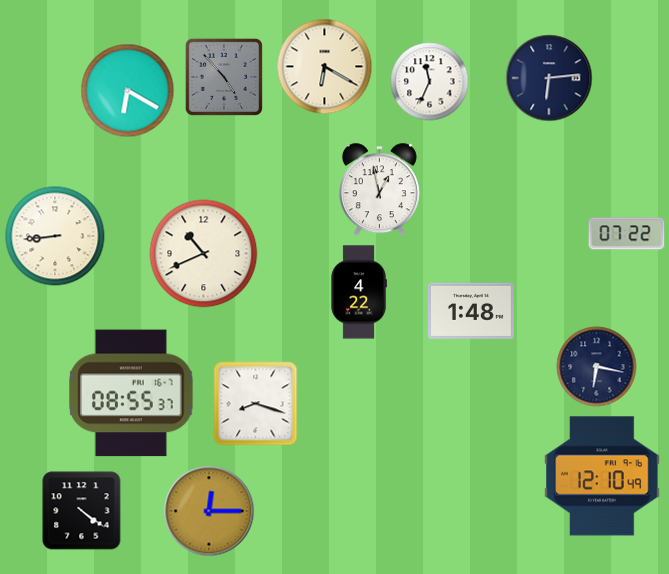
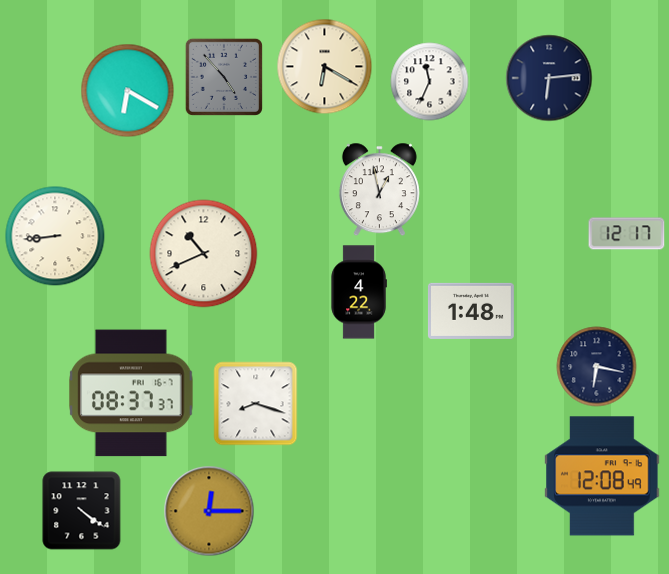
clock at (627, 234): 07:22 -> 12:17
clock at (131, 393): 08:55 -> 08:37
clock at (602, 476): 12:10 -> 12:08
